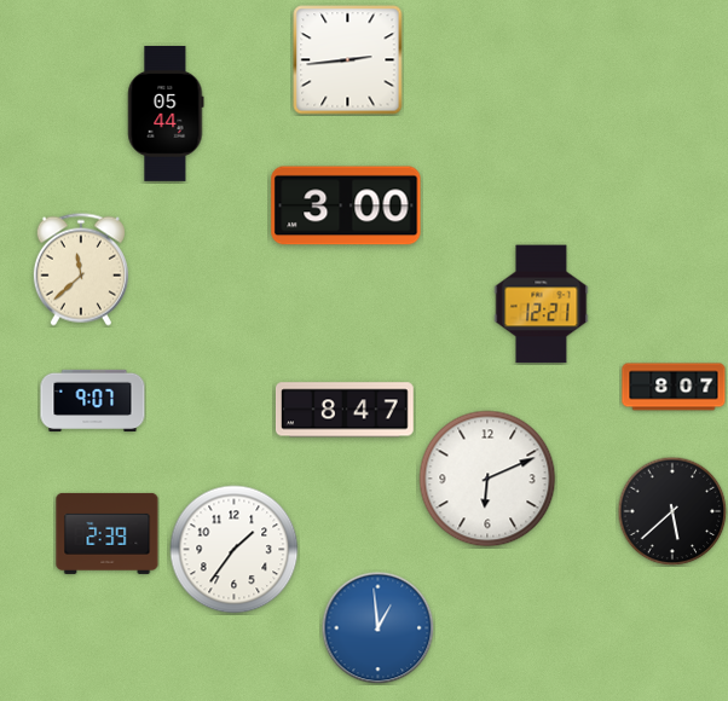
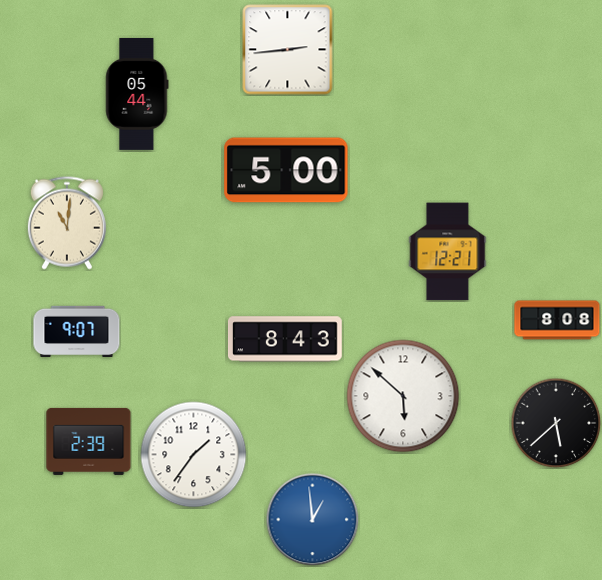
clock at (346, 205): 3:00 -> 5:00
clock at (81, 270): 11:38 -> 11:01
clock at (674, 387): 8:07 -> 8:08
clock at (346, 410): 8:47 -> 8:43
clock at (487, 479): 6:11 -> 5:52
